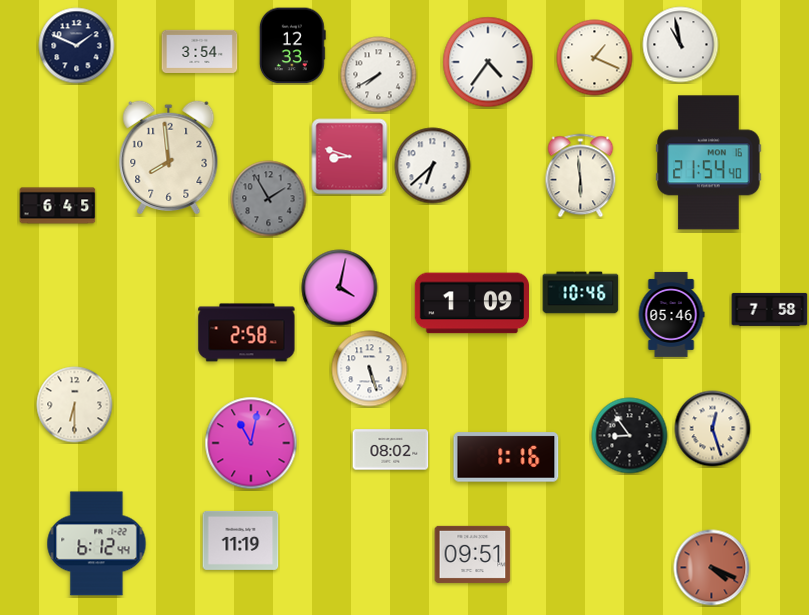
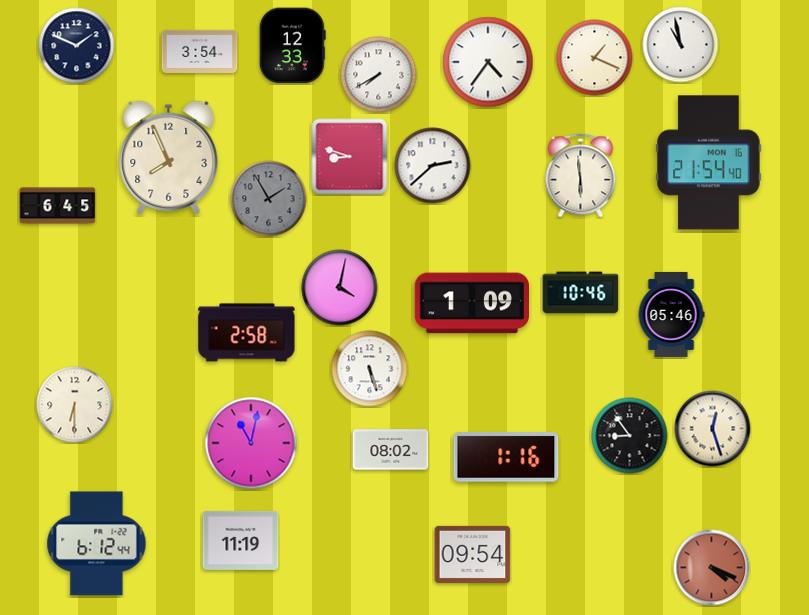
clock at (169, 156): 7:59 -> 7:56
clock at (433, 166): 6:38 -> 2:38
clock at (770, 309): 7:58 -> none
clock at (473, 554): 09:51 -> 09:54
